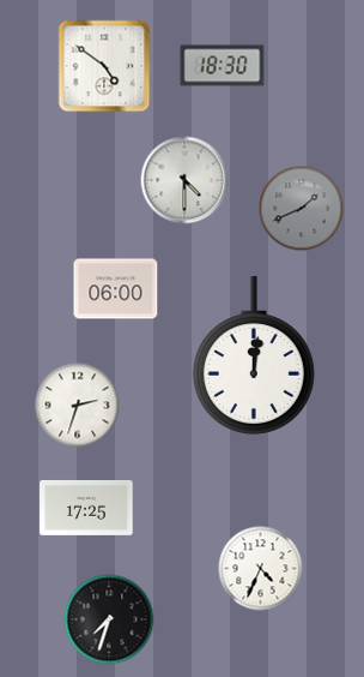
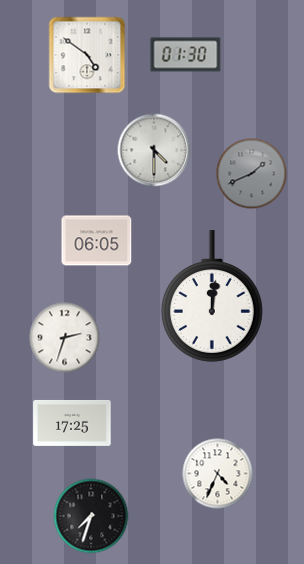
clock at (223, 66): 18:30 -> 01:30
clock at (116, 289): 06:00 -> 06:05
